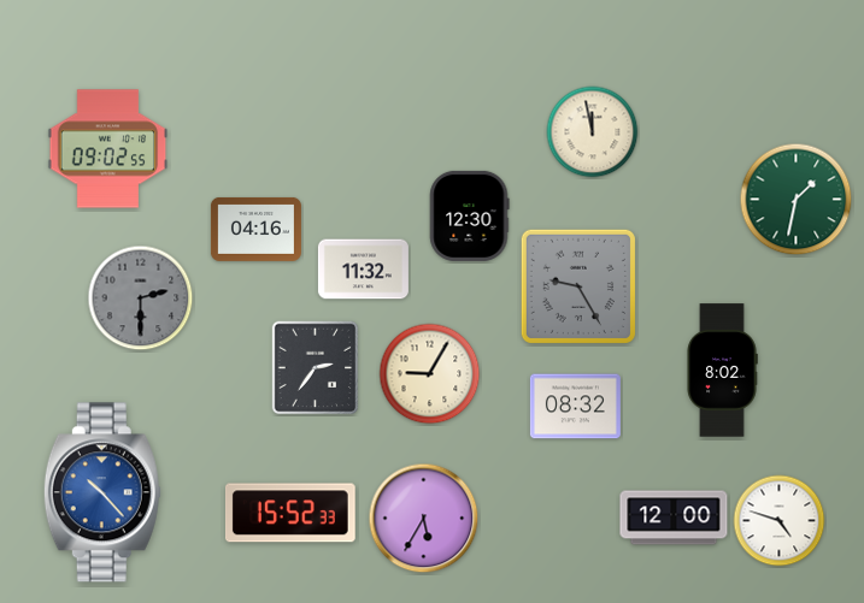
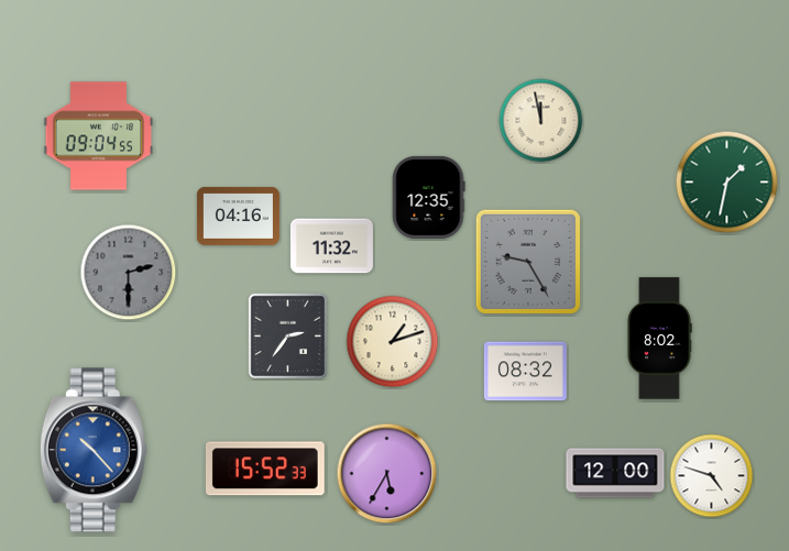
clock at (108, 149): 09:02 -> 09:04
clock at (470, 215): 12:30 -> 12:35
clock at (255, 229) position: (255, 229) -> (238, 216)
clock at (430, 374): 9:05 -> 1:12
